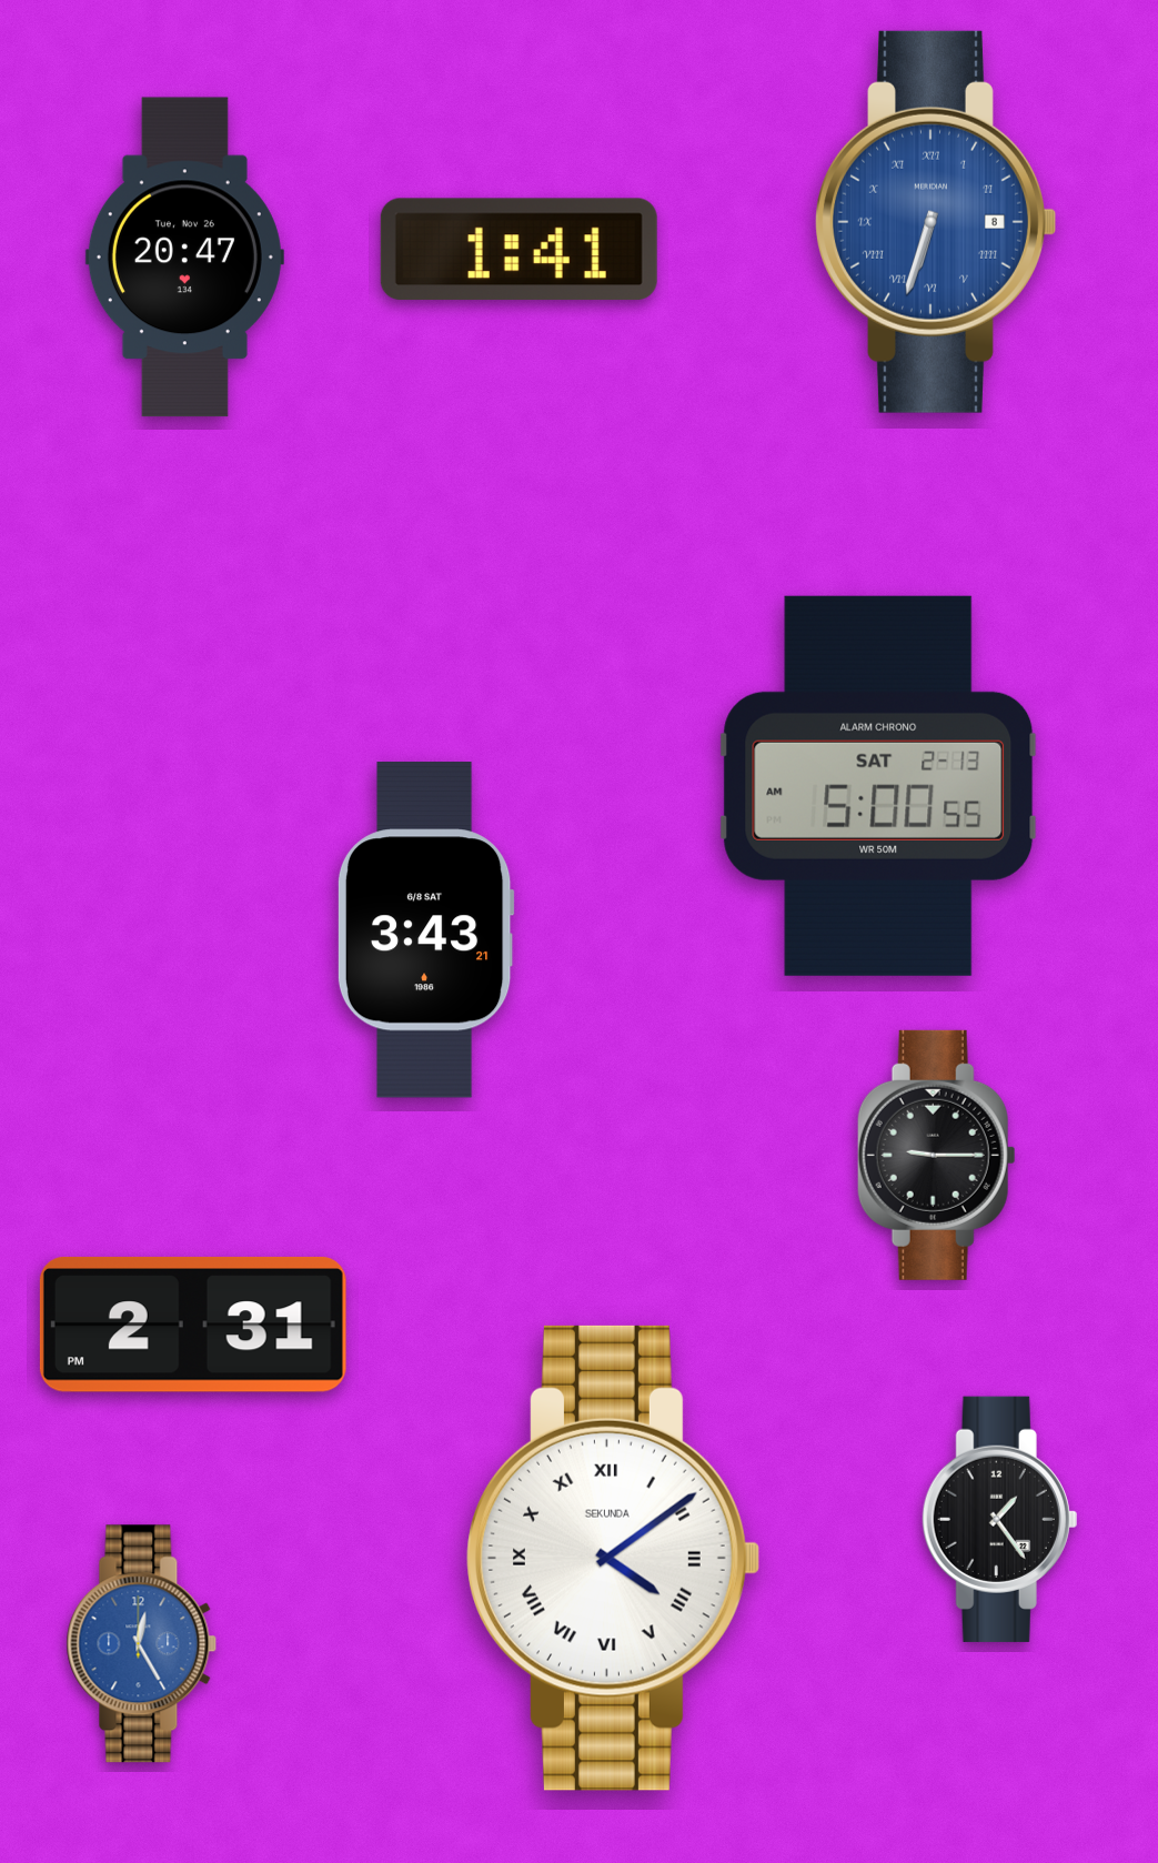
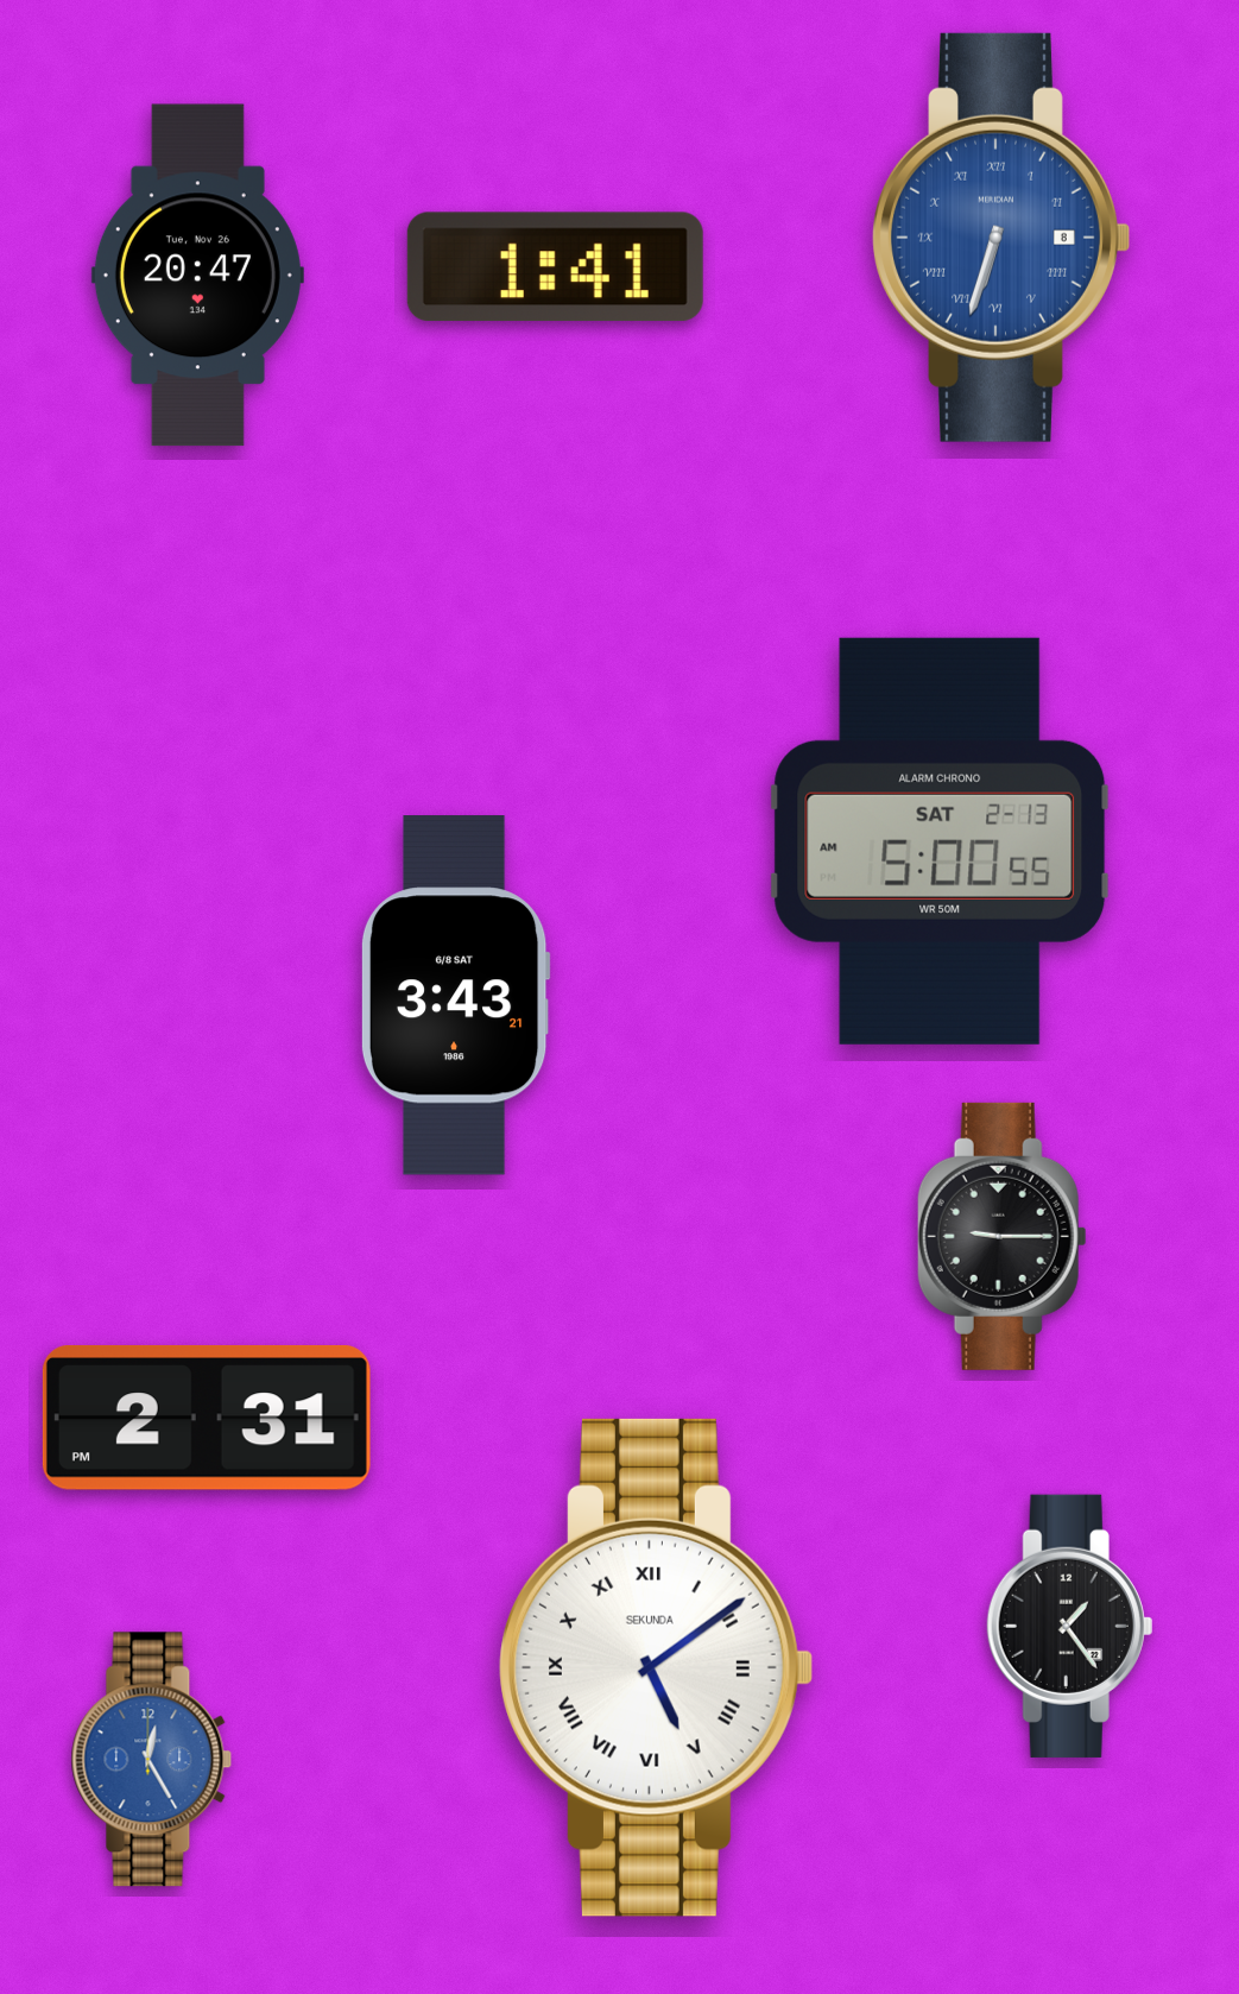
clock at (614, 1558): 4:09 -> 5:09
